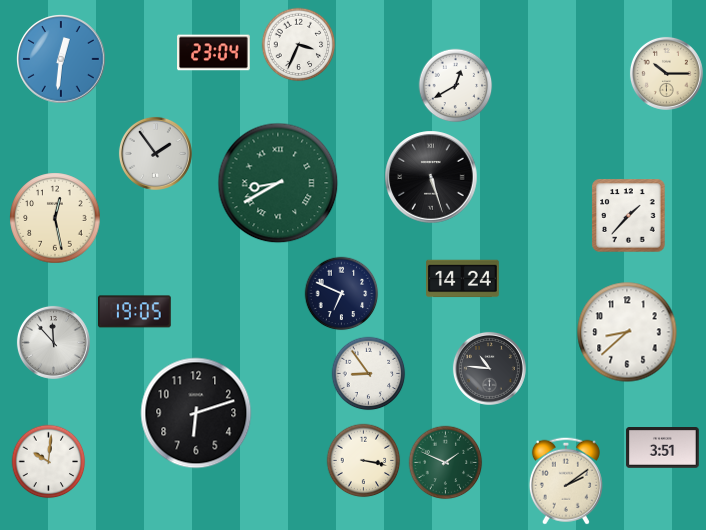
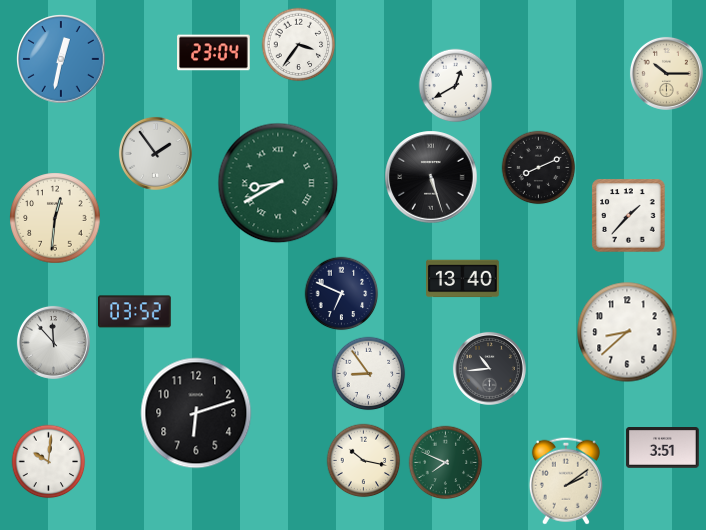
clock at (299, 45): 3:34 -> 3:36
clock at (61, 59): 12:31 -> 12:32
clock at (539, 168): none -> 8:11
clock at (55, 218): 12:28 -> 12:31
clock at (463, 279): 14:24 -> 13:40
clock at (135, 312): 19:05 -> 03:52
clock at (489, 368): 10:46 -> 10:44
clock at (364, 461): 3:17 -> 10:17
clock at (446, 463): 1:49 -> 7:49
